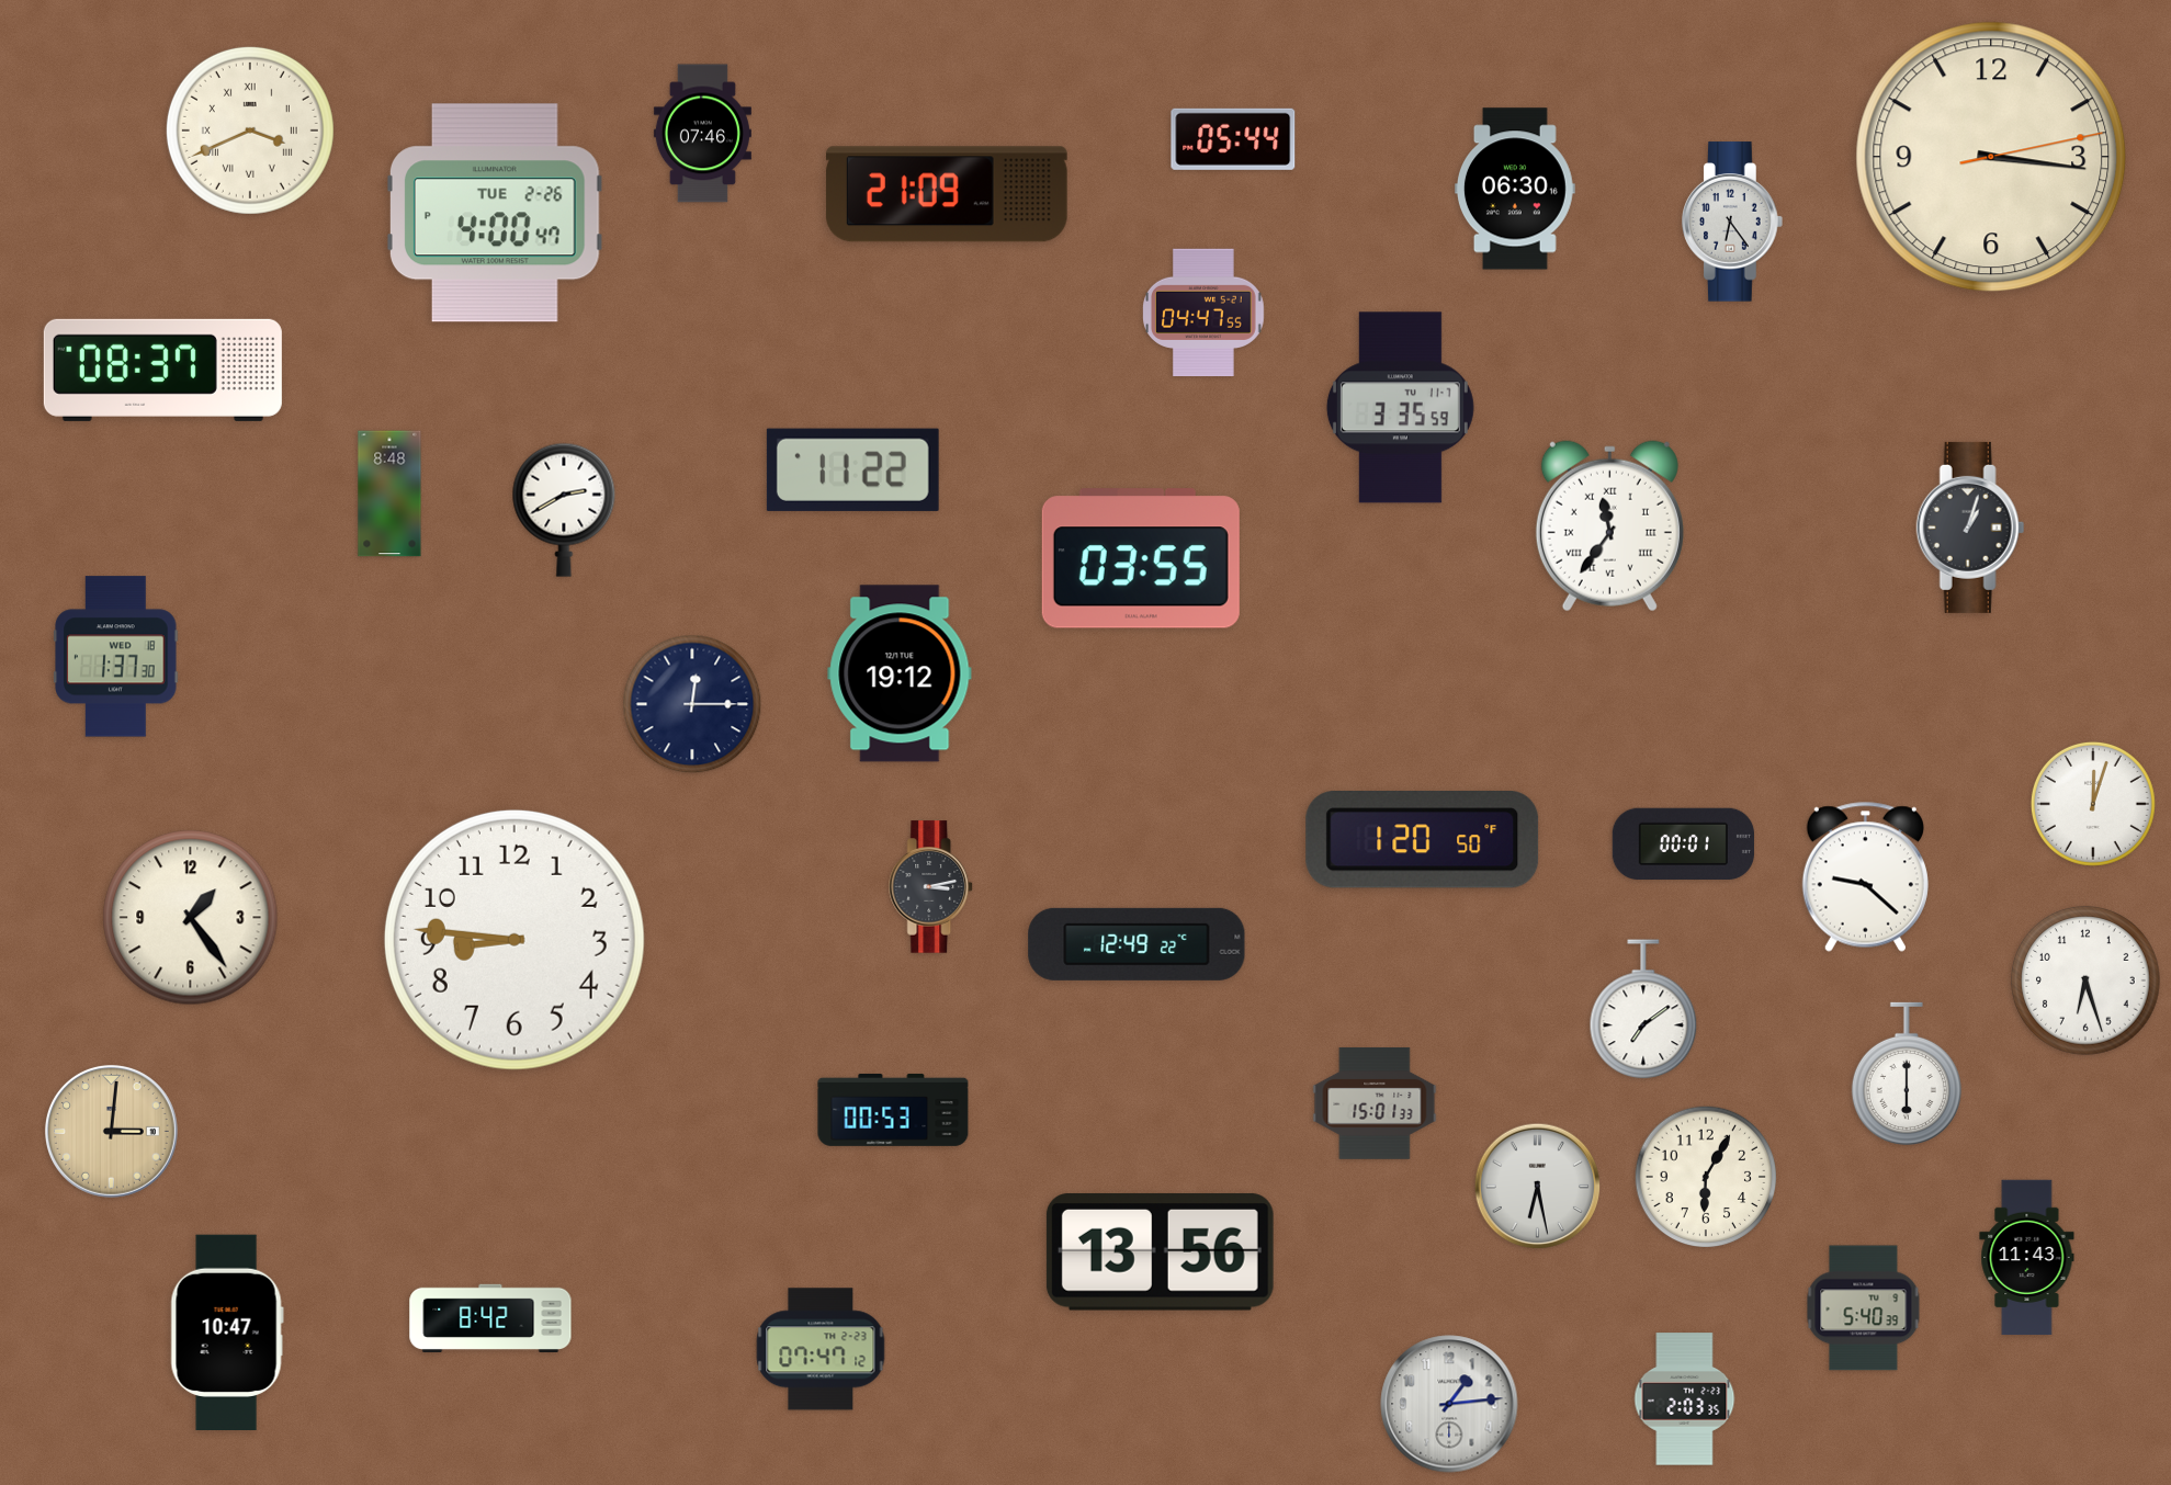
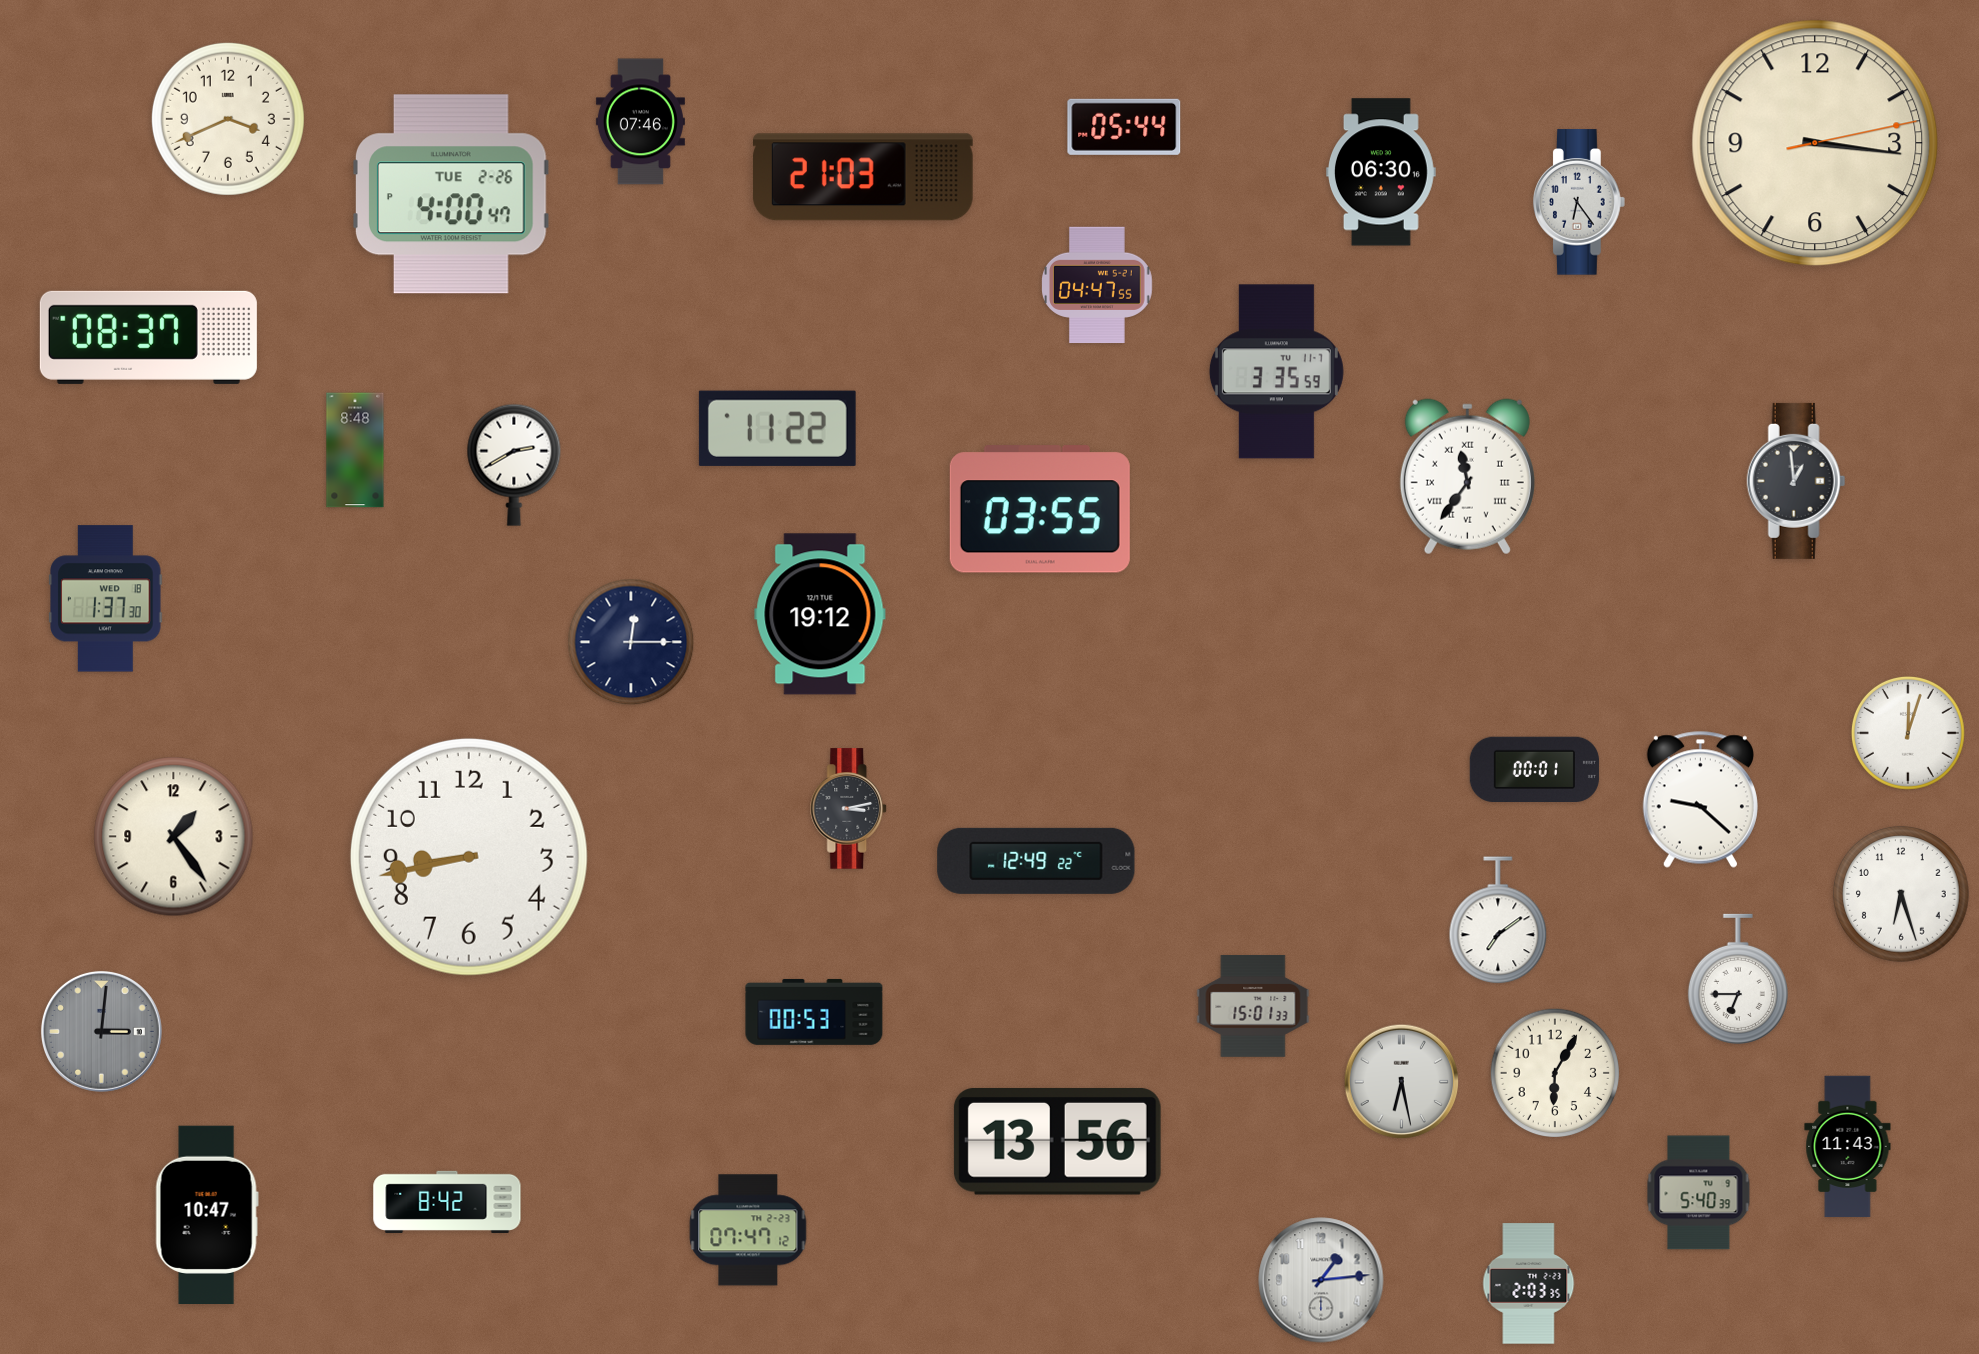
clock at (250, 131) numerals: Roman -> Arabic
clock at (947, 194): 21:09 -> 21:03
clock at (1609, 526) position: (1609, 526) -> (1467, 477)
clock at (1970, 528): 1:03 -> 12:59
clock at (1423, 839): 1:20 -> none
clock at (515, 940): 8:46 -> 8:43
clock at (1907, 1073): 6:00 -> 6:45
clock at (111, 1131) dial: champagne -> grey
clock at (1685, 1399) position: (1685, 1399) -> (1529, 1284)
